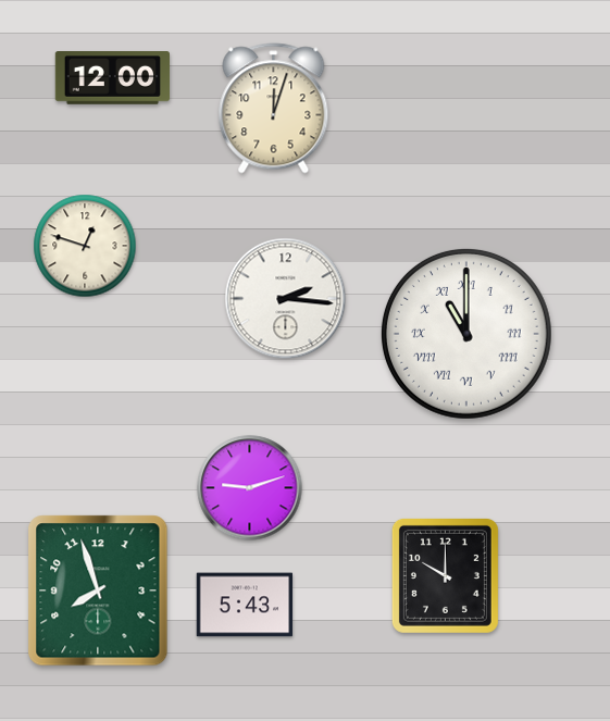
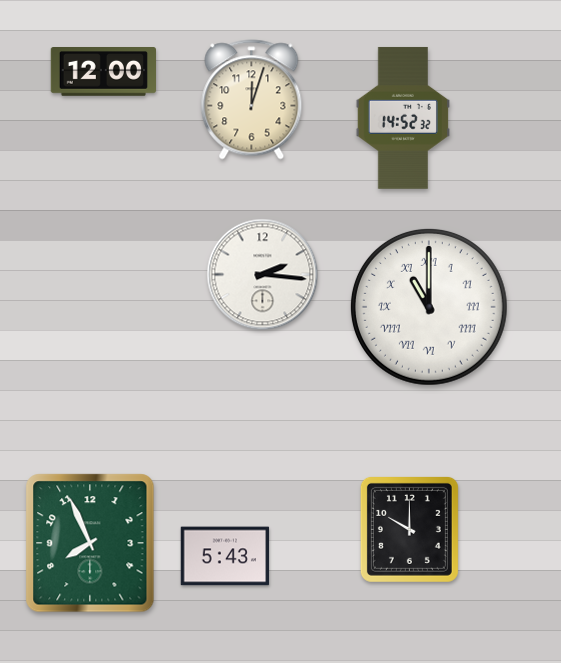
clock at (402, 118): none -> 14:52
clock at (85, 246): 12:48 -> none
clock at (250, 488): 9:12 -> none
clock at (98, 591): 7:57 -> 7:56
